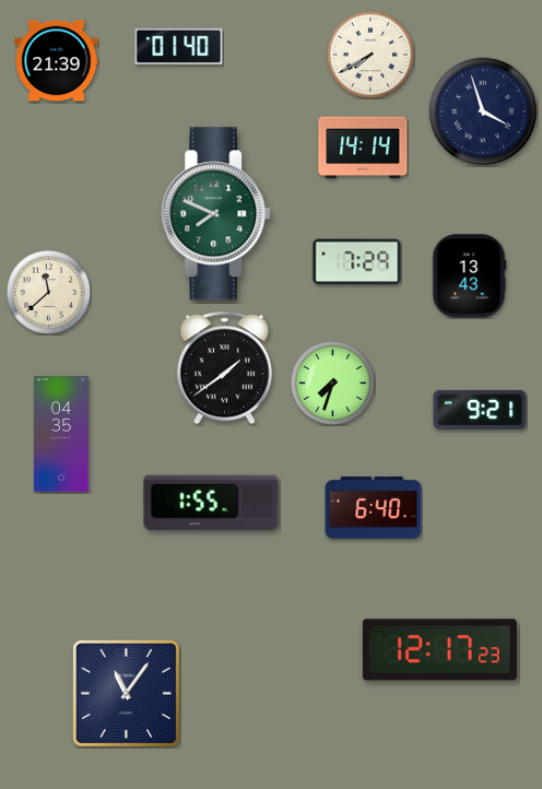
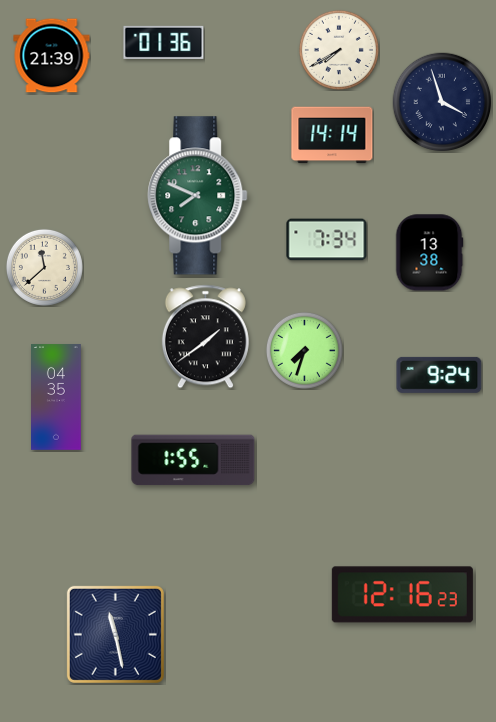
clock at (179, 46): 01:40 -> 01:36
clock at (357, 262): 7:29 -> 7:34
clock at (469, 276): 13:43 -> 13:38
clock at (480, 410): 9:21 -> 9:24
clock at (374, 508): 6:40 -> none
clock at (439, 650): 12:17 -> 12:16
clock at (126, 693): 11:06 -> 11:28
